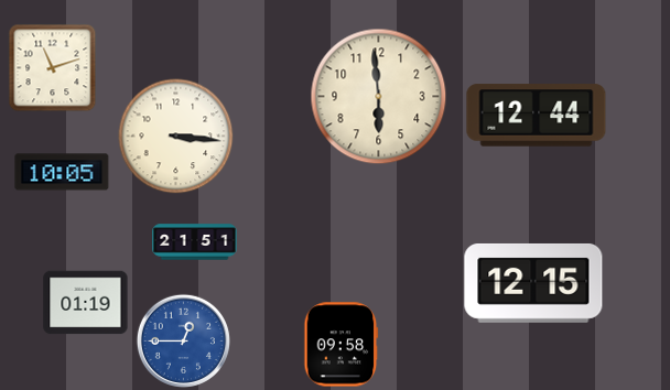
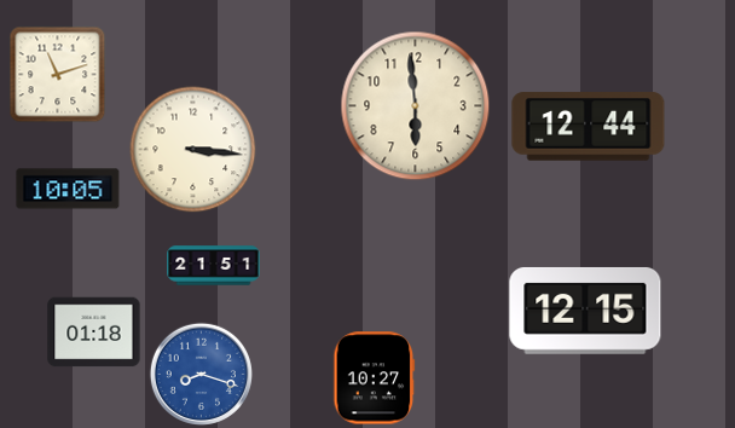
clock at (86, 303): 01:19 -> 01:18
clock at (183, 340): 12:45 -> 8:18
clock at (342, 345): 09:58 -> 10:27
